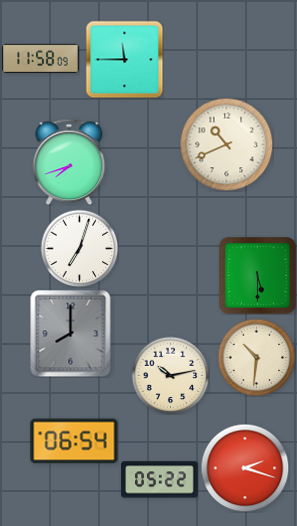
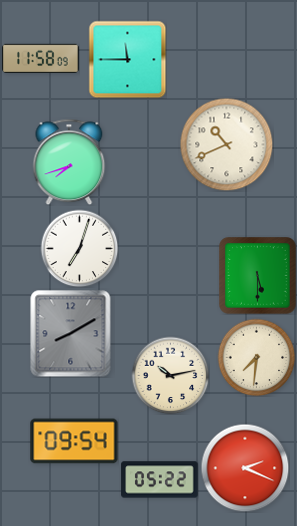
clock at (124, 59) position: (124, 59) -> (127, 59)
clock at (71, 333): 8:00 -> 8:10
clock at (256, 357): 10:31 -> 7:31
clock at (74, 441): 06:54 -> 09:54
clock at (245, 468): 2:18 -> 2:19
